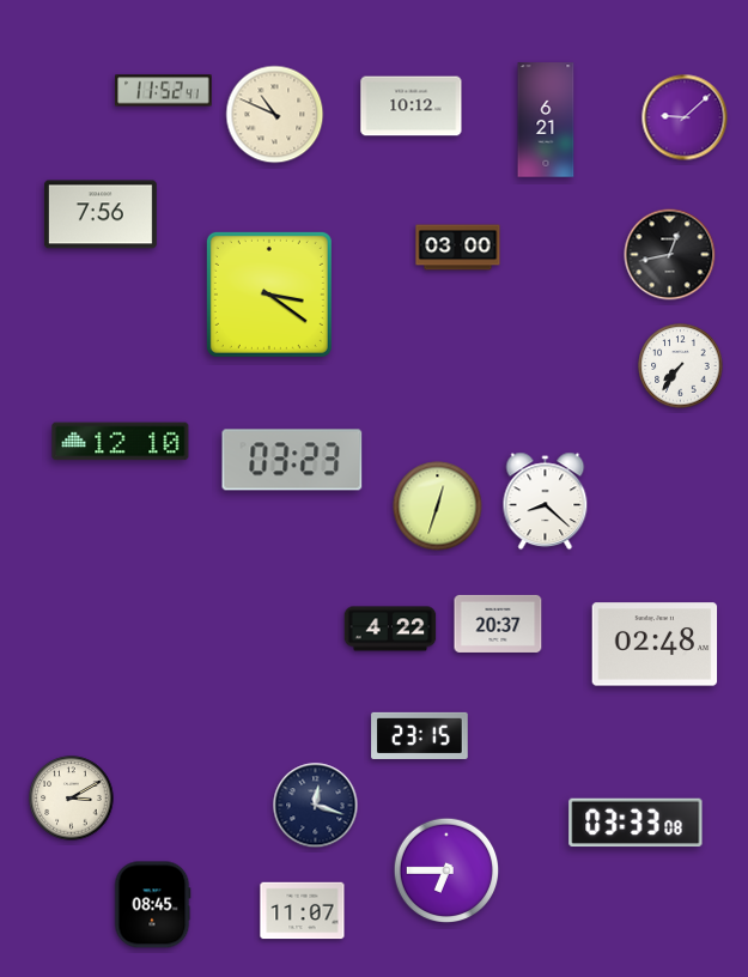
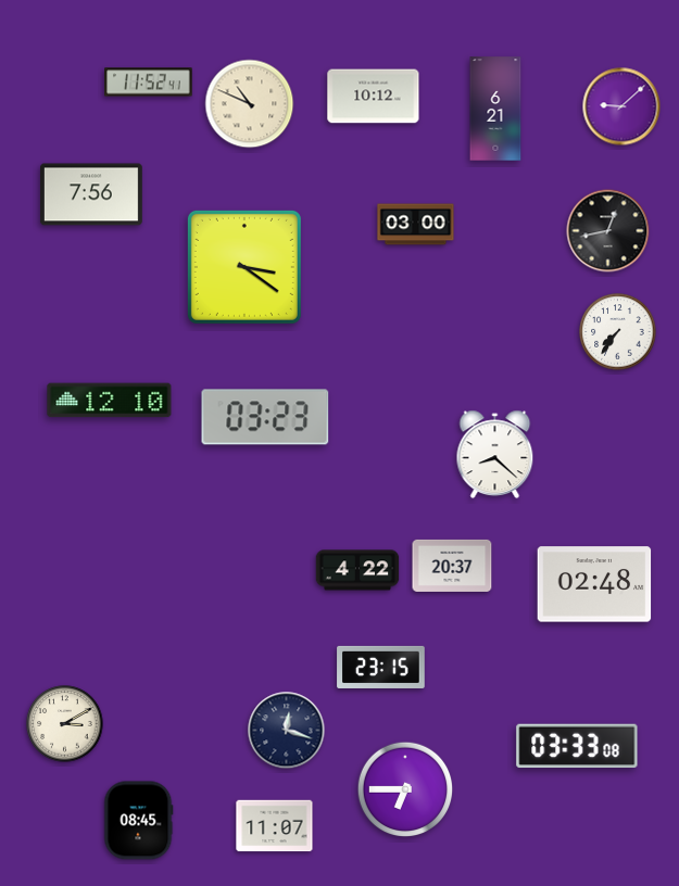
clock at (438, 506): 12:33 -> none
clock at (390, 629) position: (390, 629) -> (357, 570)
